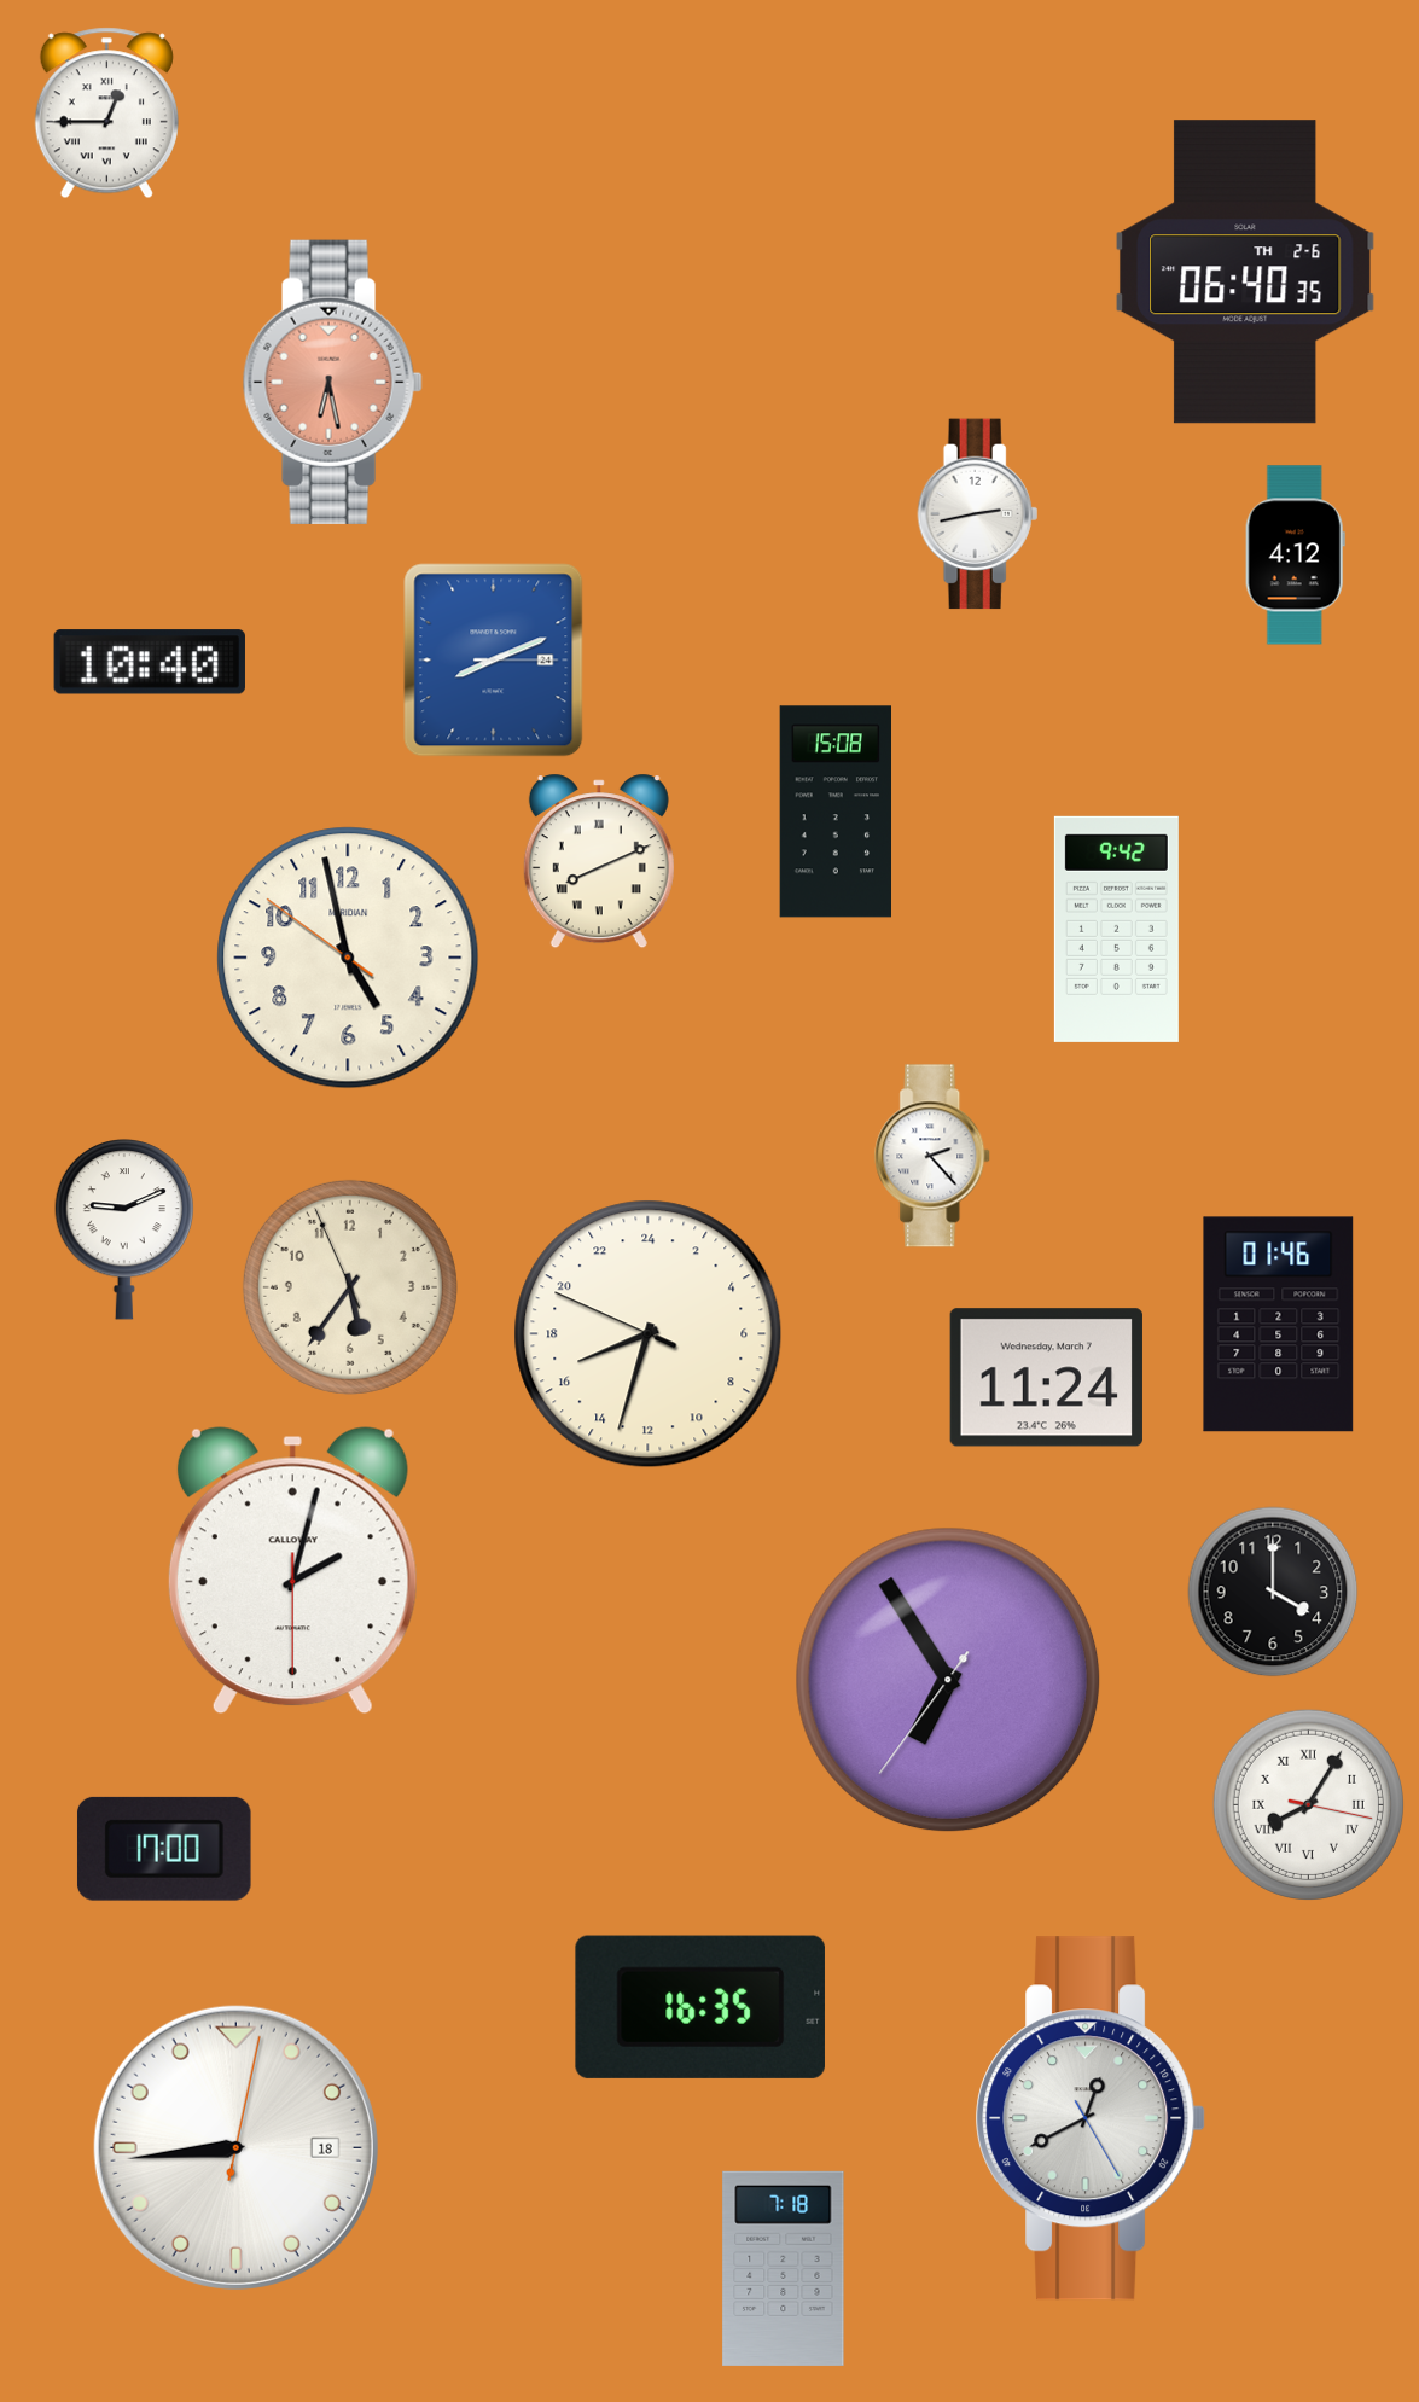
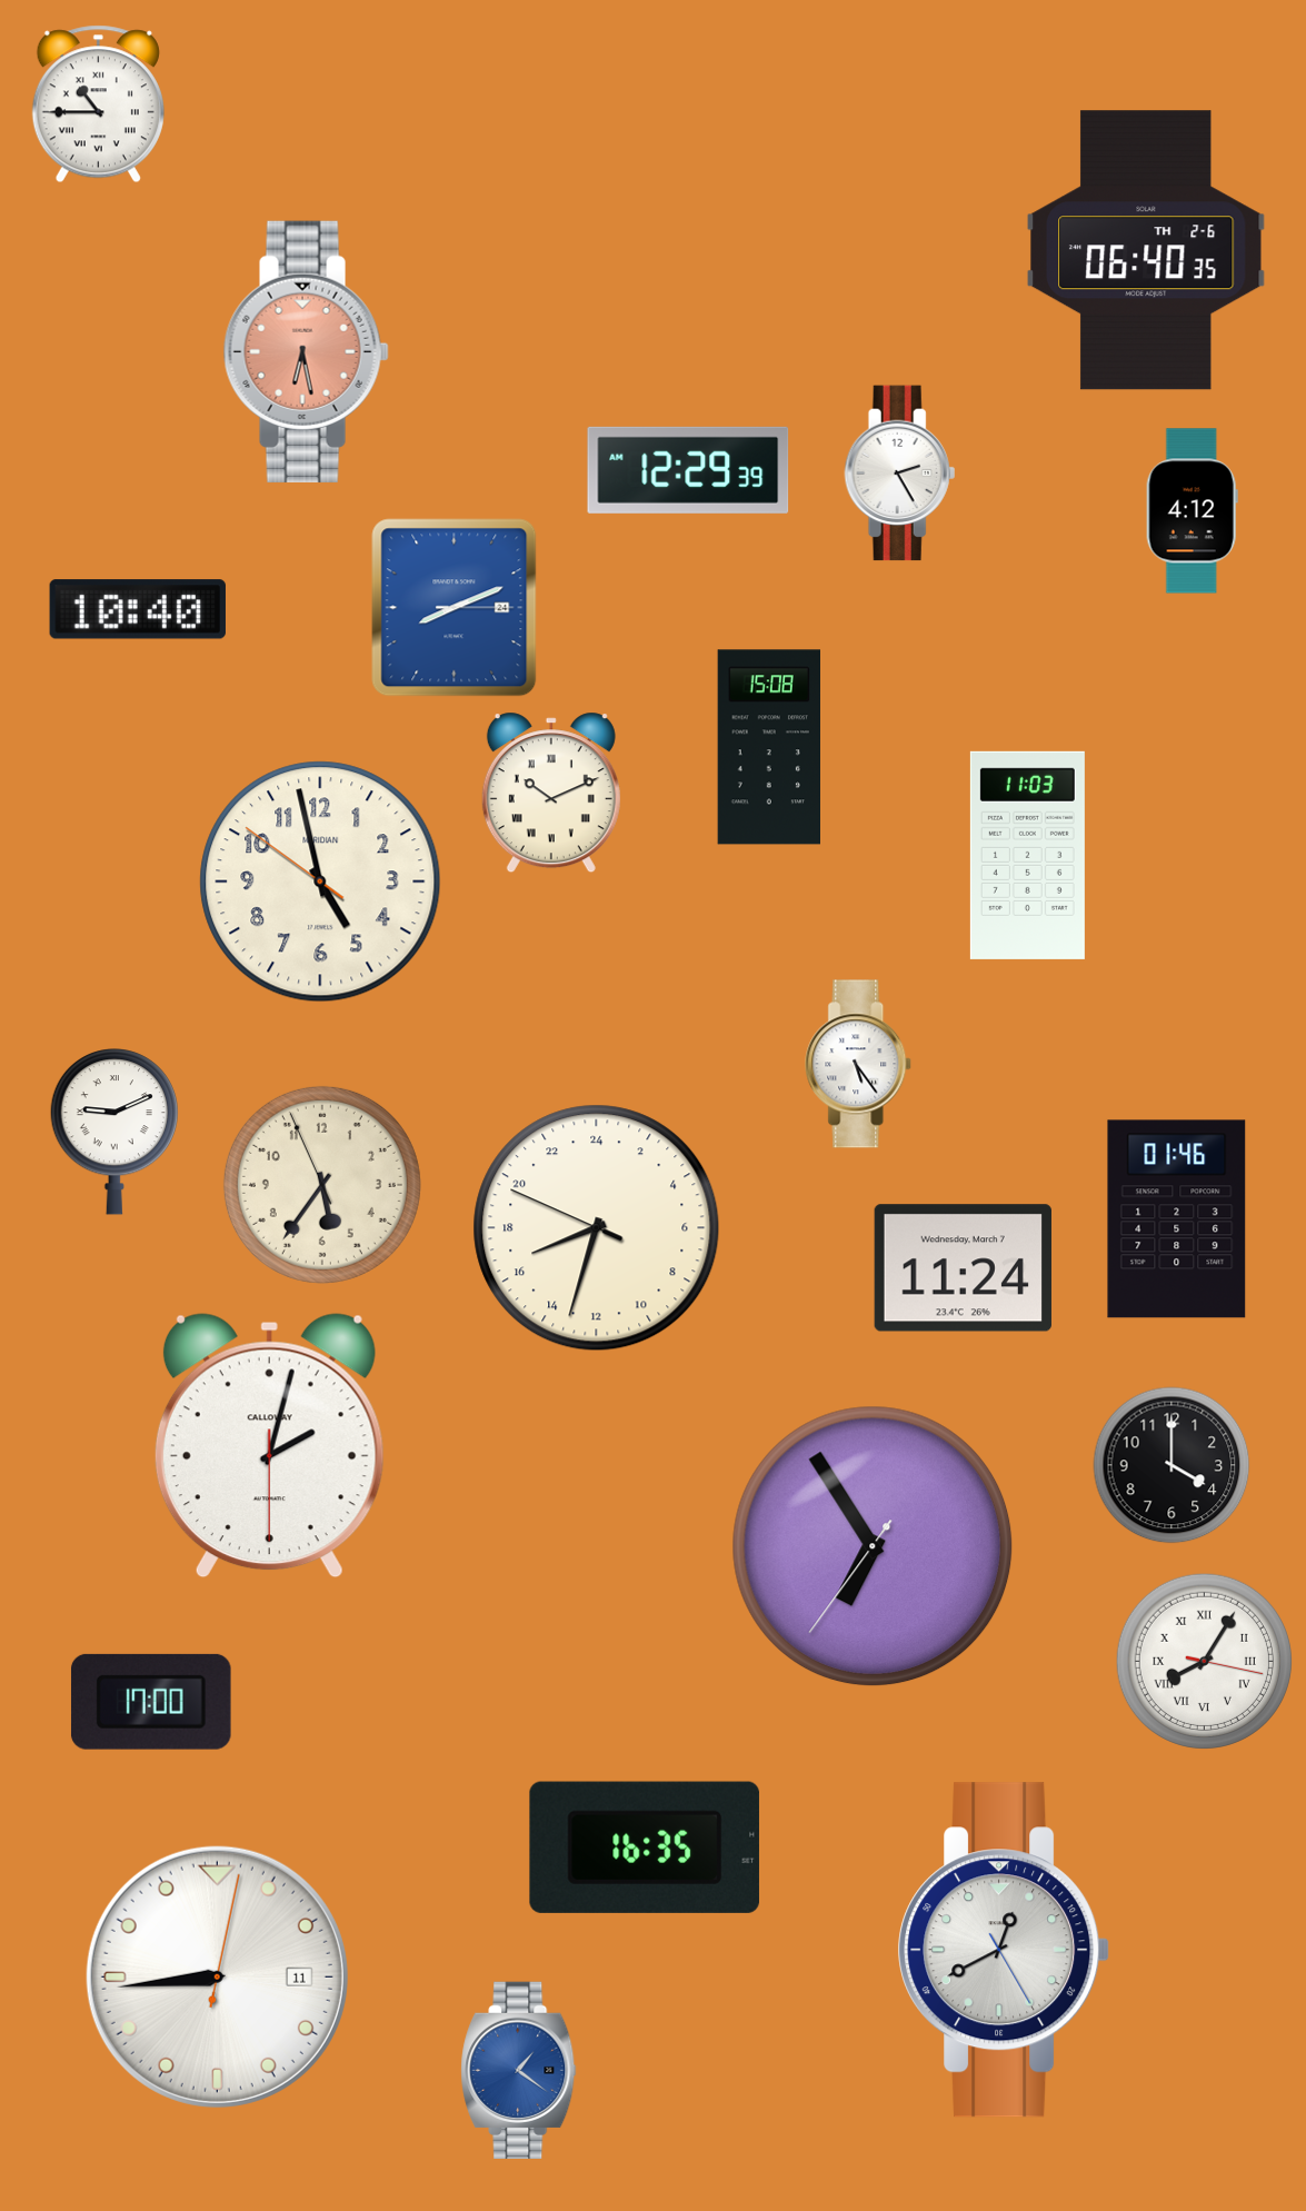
clock at (106, 114): 12:45 -> 10:45
clock at (688, 470): none -> 12:29
clock at (978, 514): 2:43 -> 2:25
clock at (599, 861): 8:11 -> 10:11
clock at (1116, 929): 9:42 -> 11:03
clock at (934, 1156): 2:23 -> 5:24
clock at (235, 2147) date: 18 -> 11
clock at (519, 2070): none -> 1:21
clock at (784, 2268): 7:18 -> none
